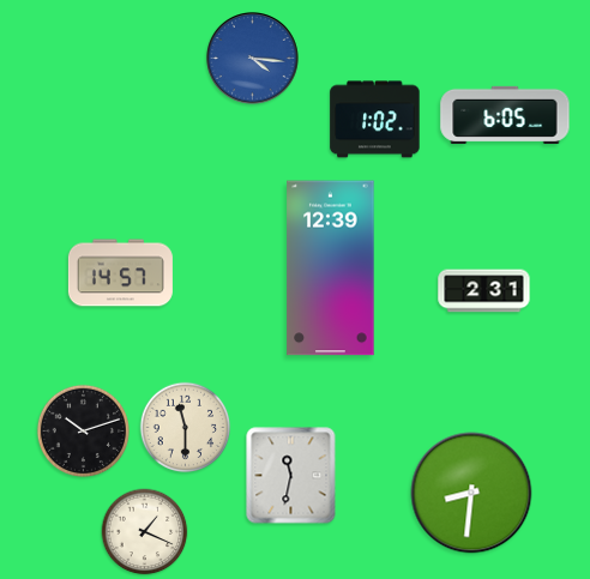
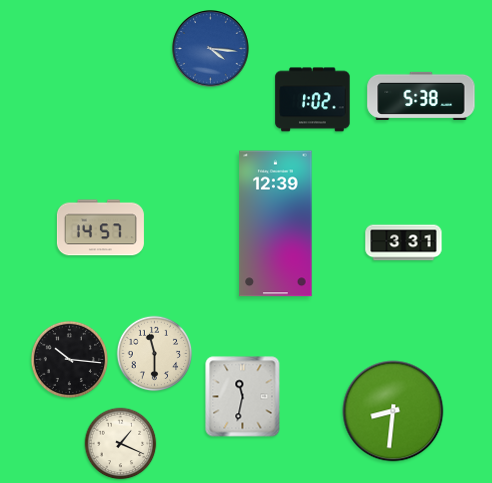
clock at (505, 115): 6:05 -> 5:38
clock at (484, 291): 2:31 -> 3:31
clock at (186, 428) position: (186, 428) -> (155, 354)
clock at (83, 430): 10:12 -> 10:16
